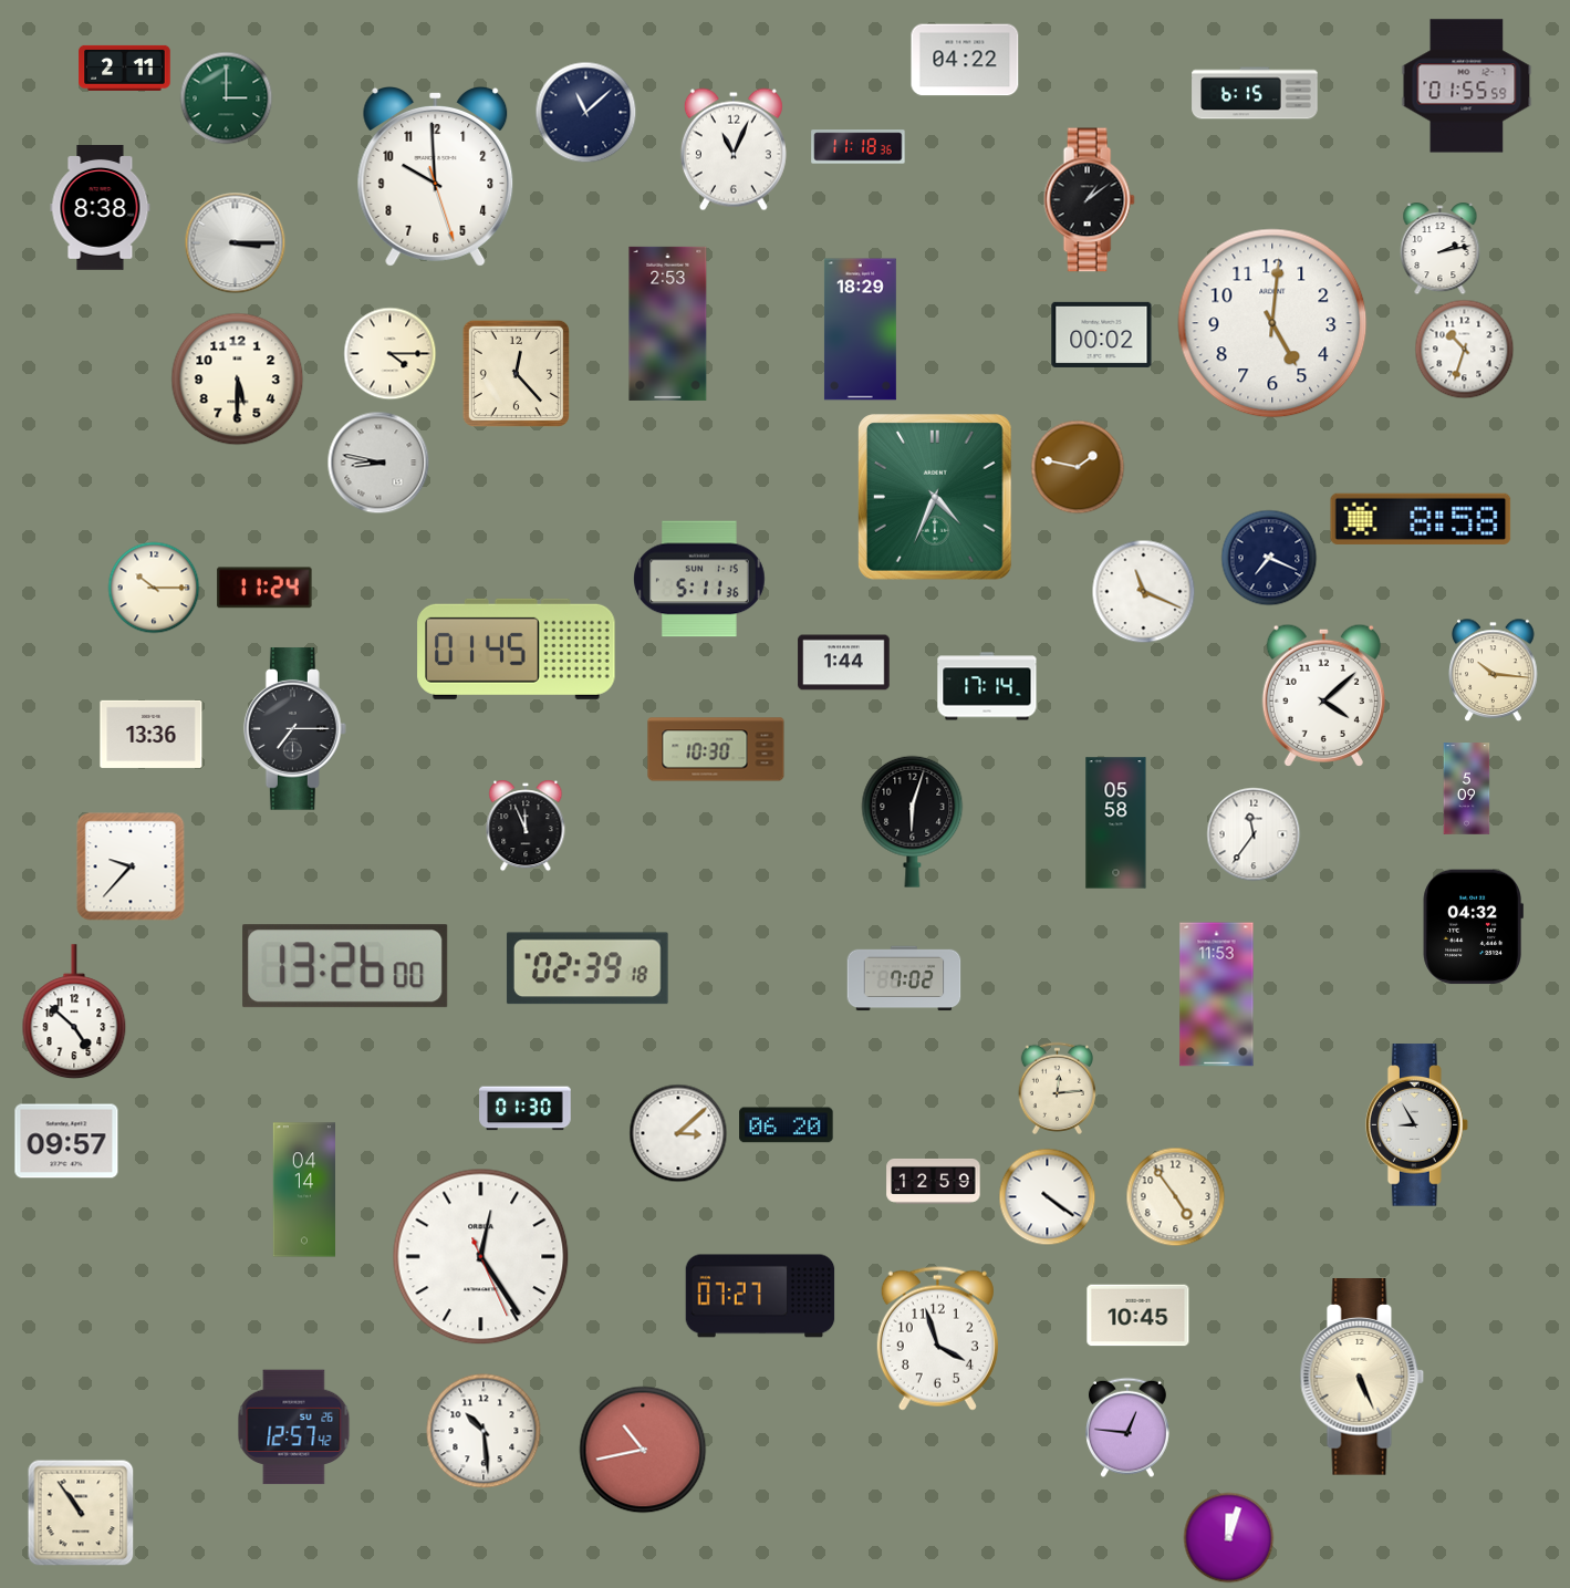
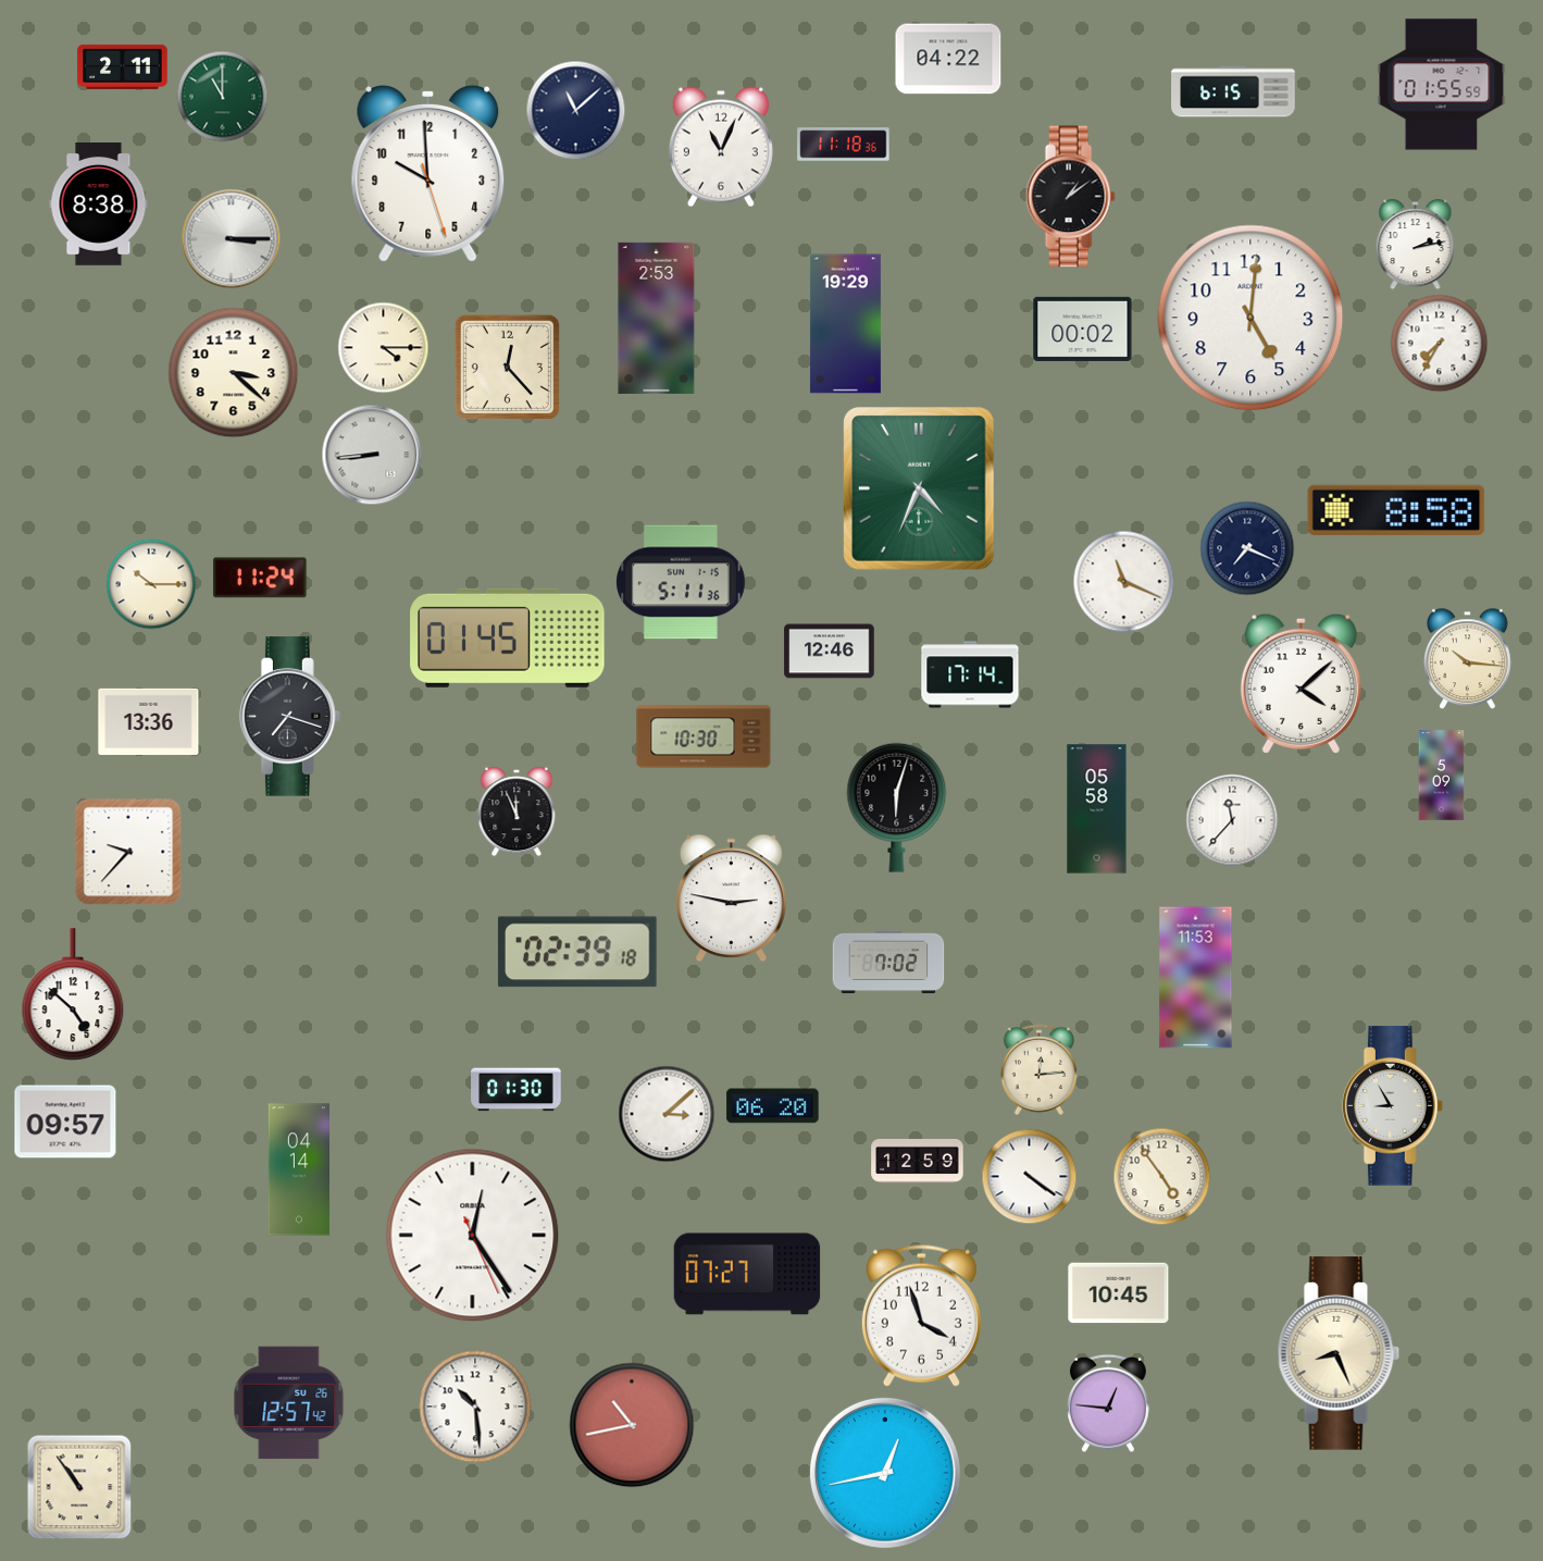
clock at (227, 98): 3:00 -> 11:00
clock at (860, 330): 18:29 -> 19:29
clock at (1465, 350): 10:33 -> 7:35
clock at (238, 380): 5:30 -> 3:22
clock at (378, 463): 8:47 -> 8:44
clock at (1078, 467): 1:47 -> none
clock at (699, 579) position: (699, 579) -> (681, 582)
clock at (154, 588) position: (154, 588) -> (151, 584)
clock at (844, 663): 1:44 -> 12:46
clock at (294, 729): 7:15 -> 7:18
clock at (1254, 834): 11:36 -> 11:37
clock at (732, 899): none -> 2:47
clock at (1473, 927): 04:32 -> none
clock at (345, 966): 13:26 -> none
clock at (1176, 1197) position: (1176, 1197) -> (1162, 1177)
clock at (1362, 1377): 5:26 -> 8:26
clock at (885, 1473): none -> 12:43
clock at (1229, 1538): 12:03 -> none
